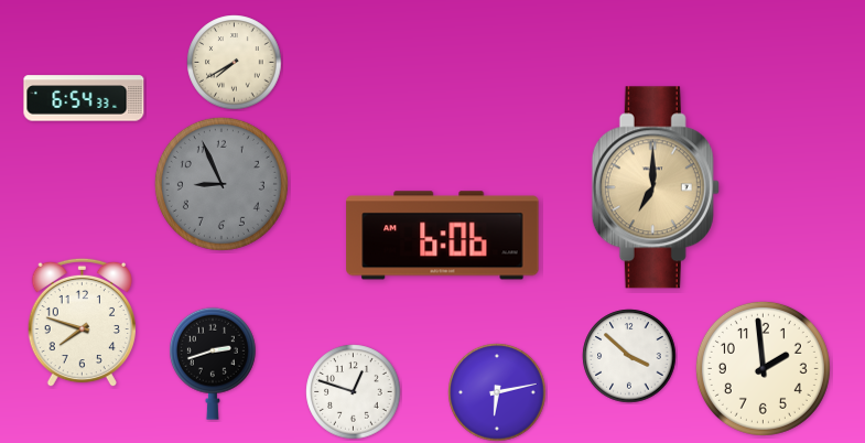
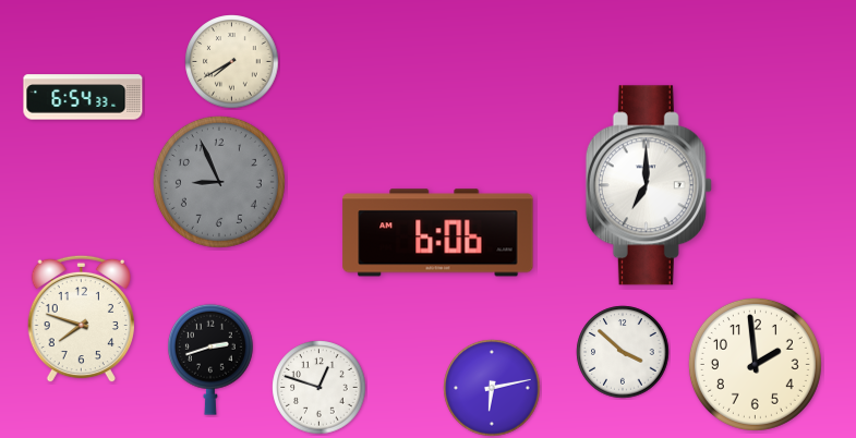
clock at (656, 187) dial: champagne -> white
clock at (354, 392) position: (354, 392) -> (320, 388)
